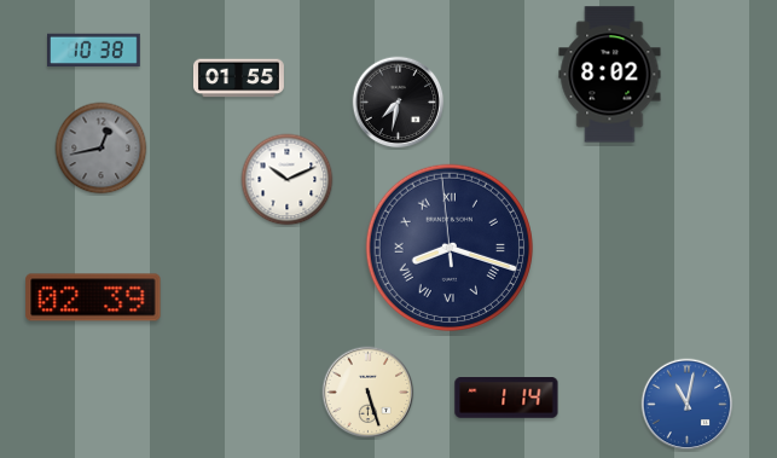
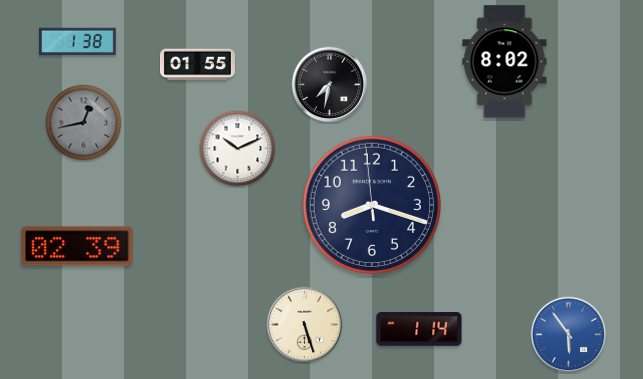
clock at (94, 51): 10:38 -> 1:38
clock at (448, 247) numerals: Roman -> Arabic
clock at (688, 405): 11:02 -> 5:54
